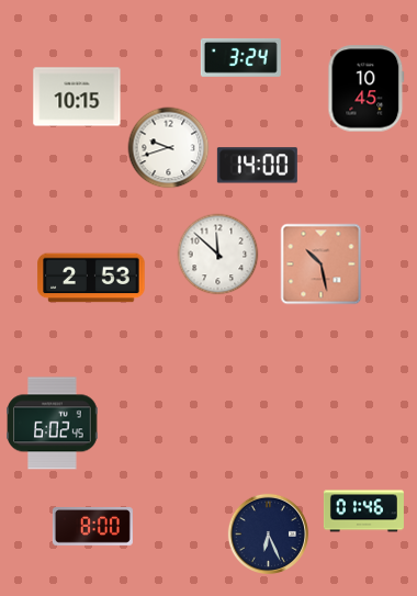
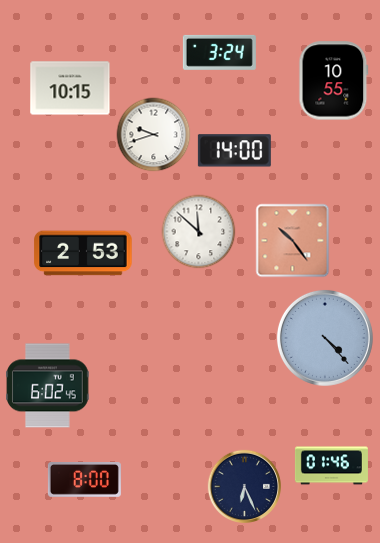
clock at (367, 89): 10:45 -> 10:55
clock at (322, 265): 10:28 -> 10:24
clock at (325, 338): none -> 4:23
